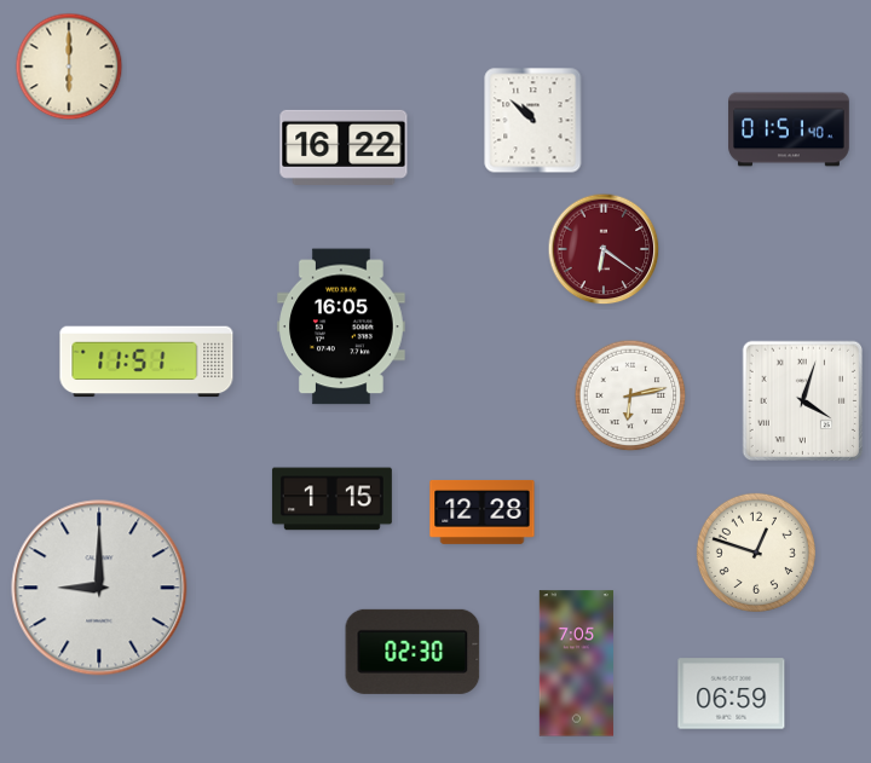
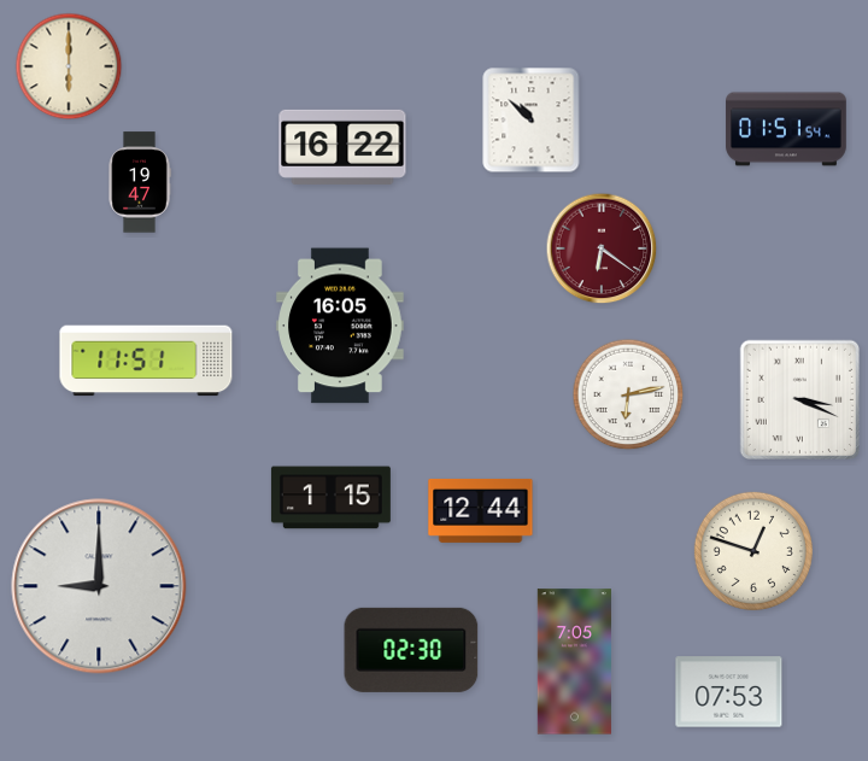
clock at (789, 129): 01:51:40 -> 01:51:54
clock at (140, 182): none -> 19:47
clock at (802, 400): 4:03 -> 3:19
clock at (483, 511): 12:28 -> 12:44
clock at (732, 694): 06:59 -> 07:53
